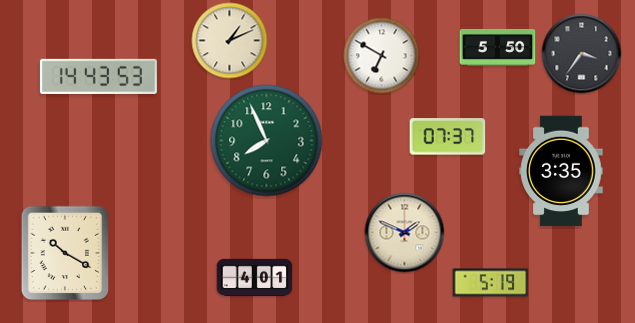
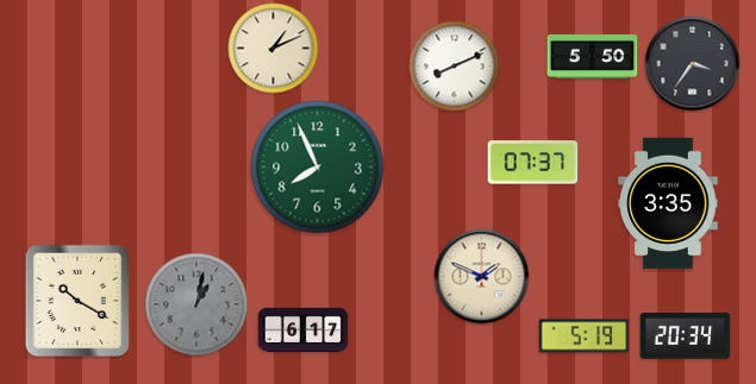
clock at (382, 56): 6:50 -> 8:11
clock at (98, 76): 14:43 -> none
clock at (196, 304): none -> 1:02
clock at (255, 278): 4:01 -> 6:17
clock at (686, 336): none -> 20:34
